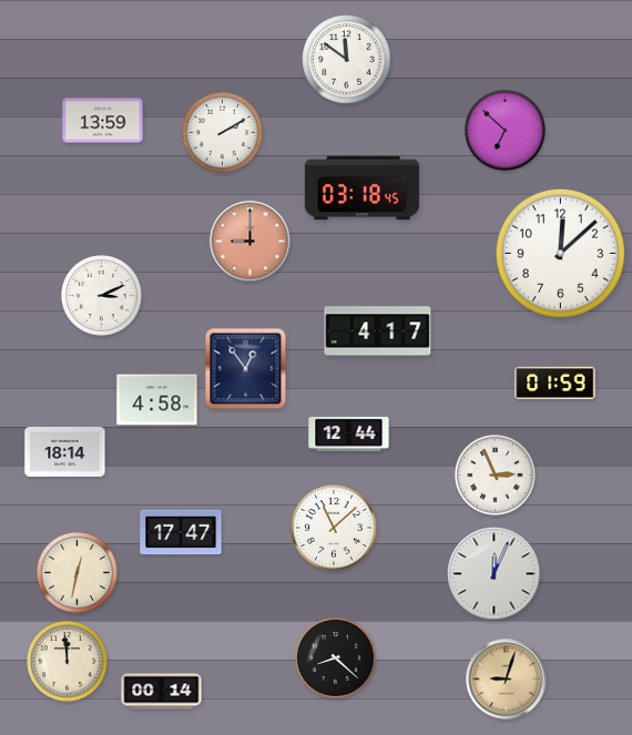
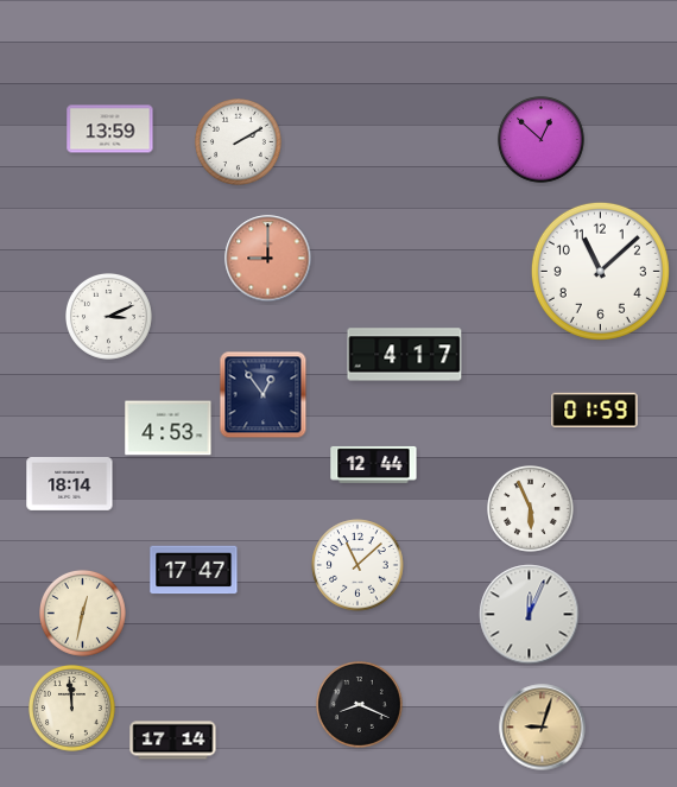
clock at (347, 60): 11:51 -> none
clock at (506, 131): 6:52 -> 12:52
clock at (361, 188): 03:18 -> none
clock at (560, 253): 12:08 -> 11:08
clock at (157, 400): 4:58 -> 4:53
clock at (496, 476): 2:56 -> 5:56
clock at (336, 659): 8:22 -> 8:19
clock at (162, 692): 00:14 -> 17:14
